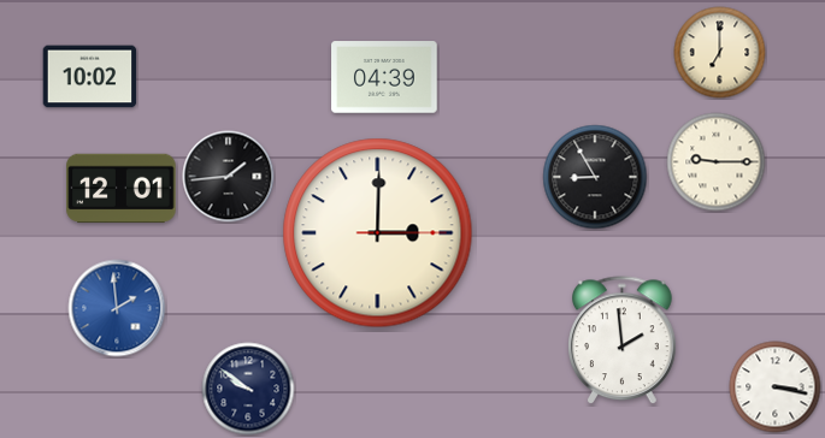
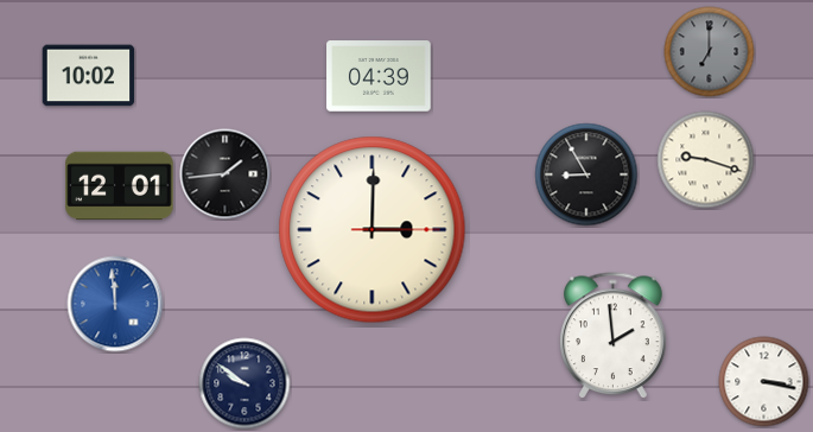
clock at (720, 53) dial: cream -> grey
clock at (717, 162): 9:15 -> 9:18
clock at (117, 308): 1:59 -> 11:59
